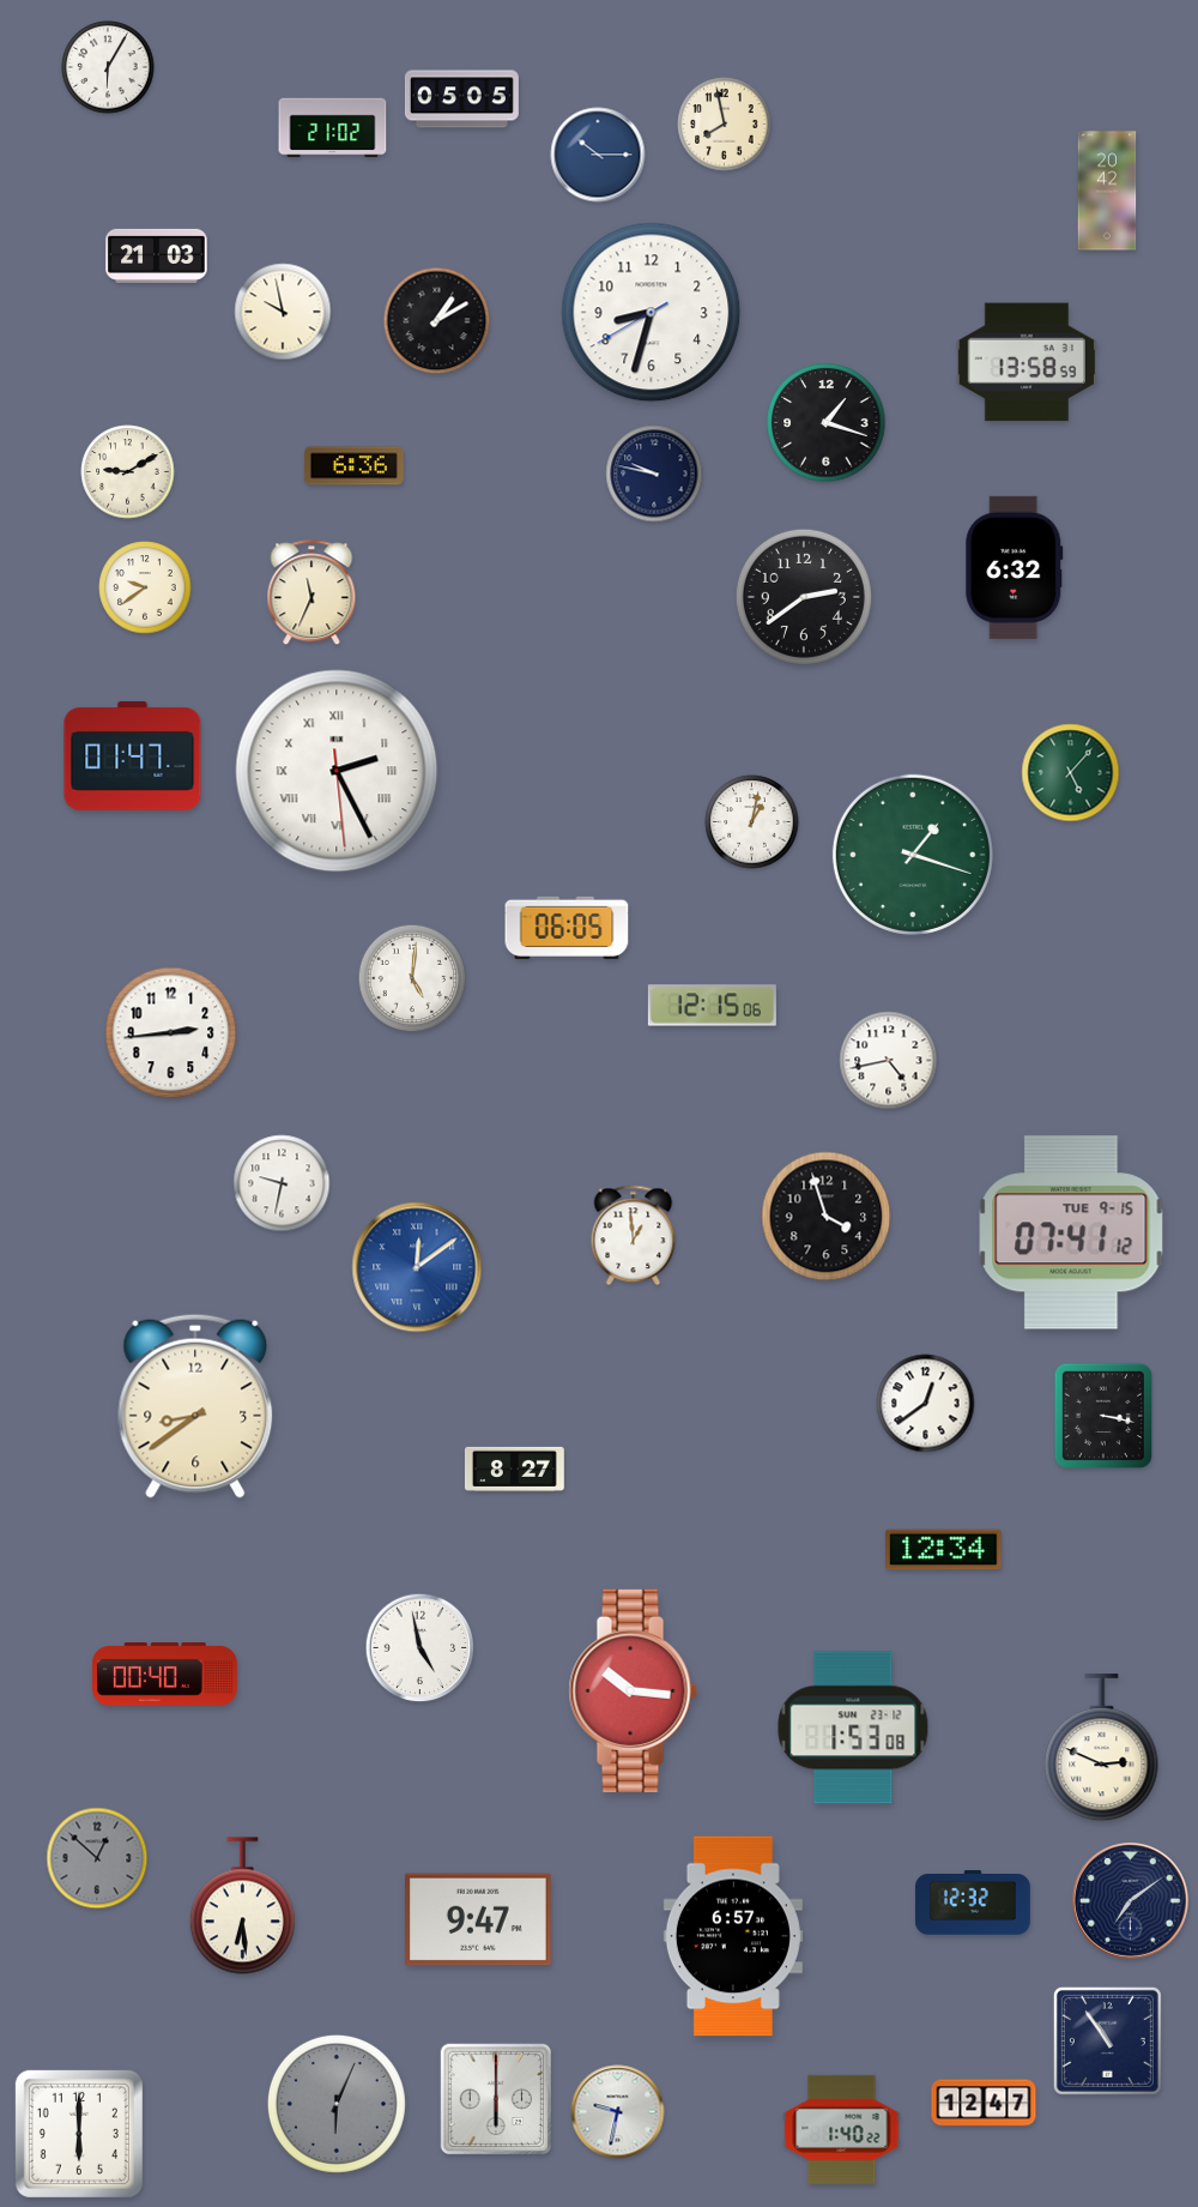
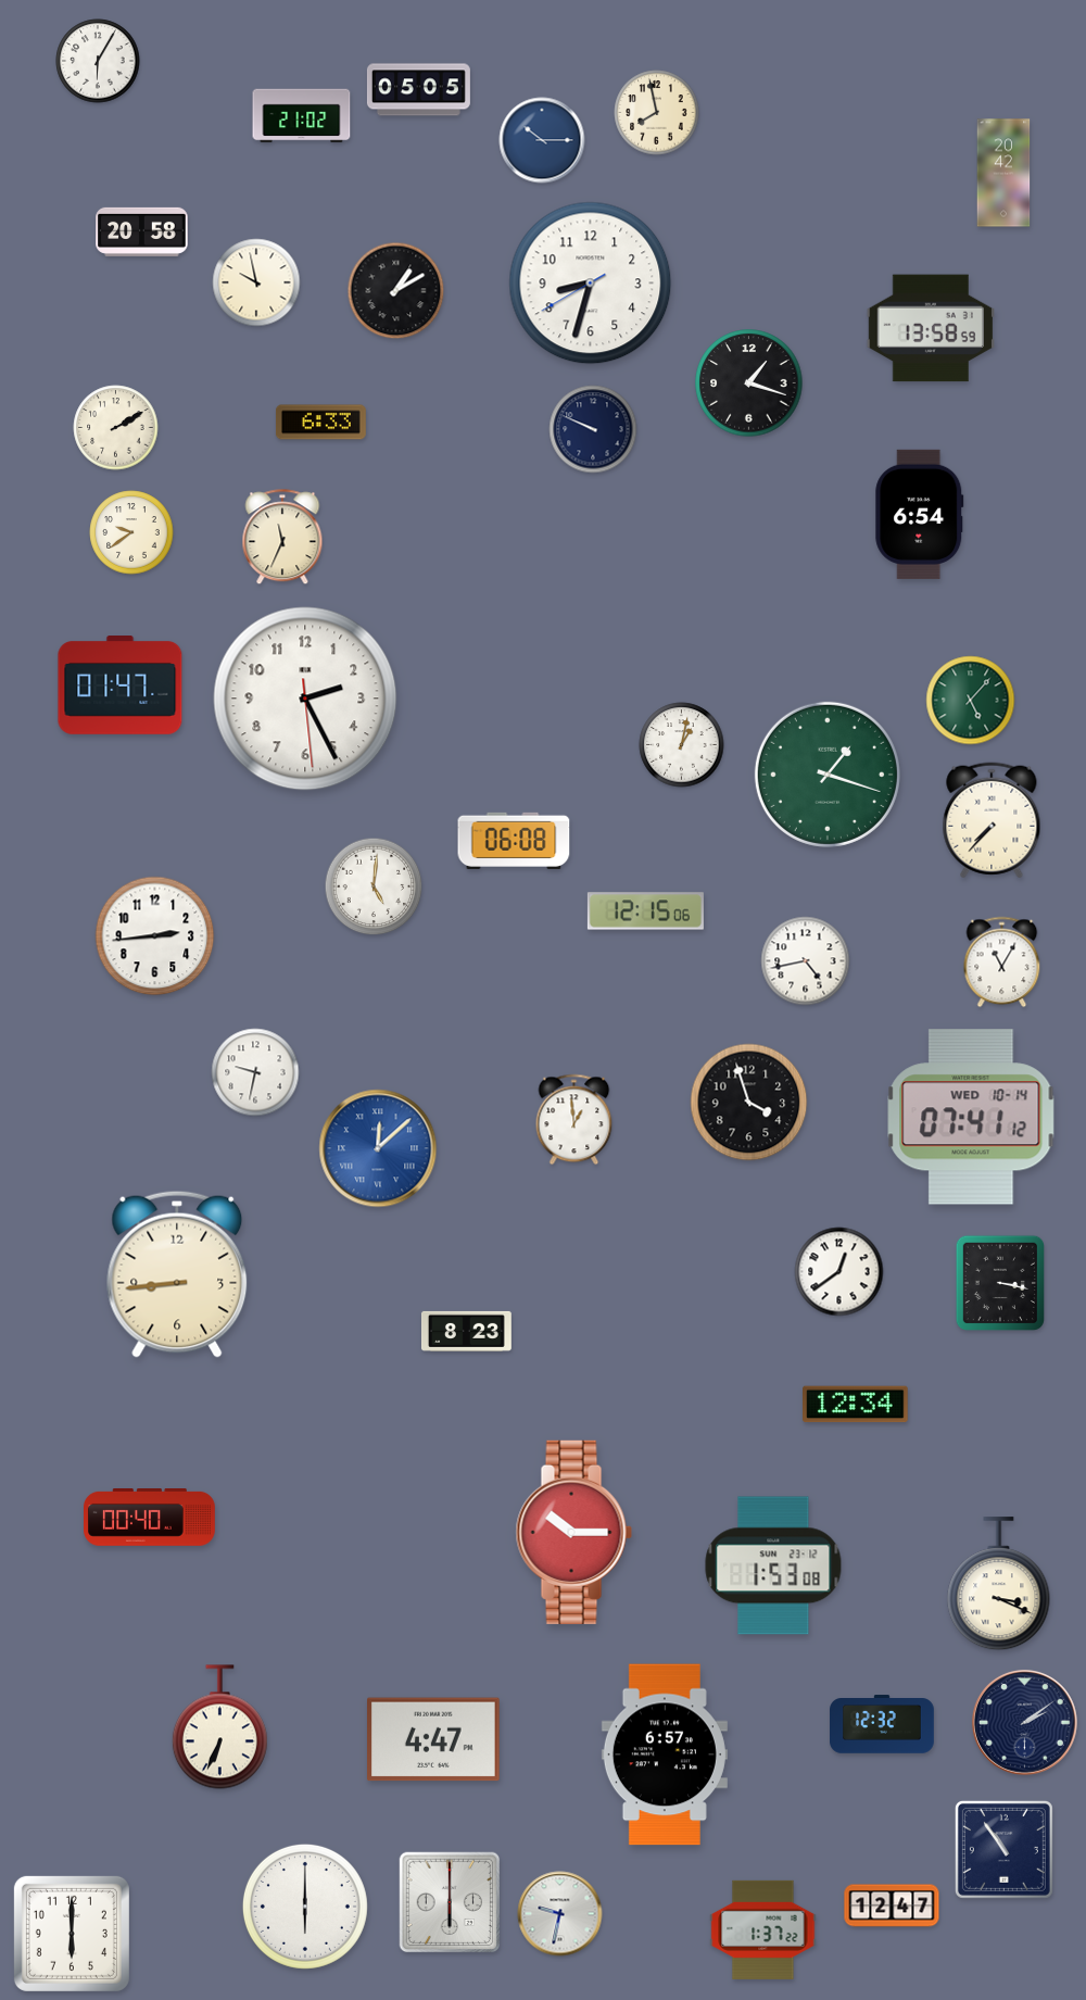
clock at (157, 255): 21:03 -> 20:58
clock at (353, 466): 6:36 -> 6:33
clock at (128, 472): 9:10 -> 2:10
clock at (654, 474): 9:47 -> 9:49
clock at (1015, 567): 6:32 -> 6:54
clock at (804, 597): 2:39 -> none
clock at (337, 771) numerals: Roman -> Arabic
clock at (992, 820): none -> 7:37
clock at (567, 928): 06:05 -> 06:08
clock at (1002, 963): none -> 11:05
clock at (1071, 1232) date: TUE 9-15 -> WED 10-14
clock at (417, 1267): 12:09 -> 12:08
clock at (195, 1406): 8:39 -> 8:44
clock at (514, 1469): 8:27 -> 8:23
clock at (420, 1648): 4:58 -> none
clock at (633, 1690): 10:16 -> 10:15
clock at (1102, 1748): 2:49 -> 3:19
clock at (97, 1858): 12:52 -> none
clock at (1130, 1900): 7:09 -> 2:09
clock at (242, 1906): 6:29 -> 6:34
clock at (479, 1919): 9:47 -> 4:47
clock at (337, 2104): 6:04 -> 6:00
clock at (337, 2104) dial: grey -> white
clock at (842, 2129): 1:40 -> 1:37
